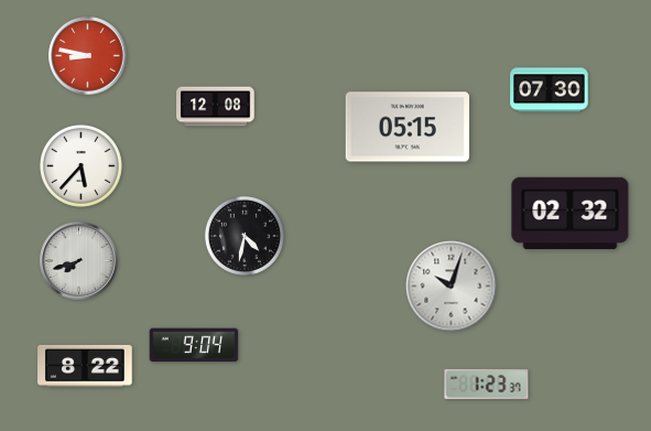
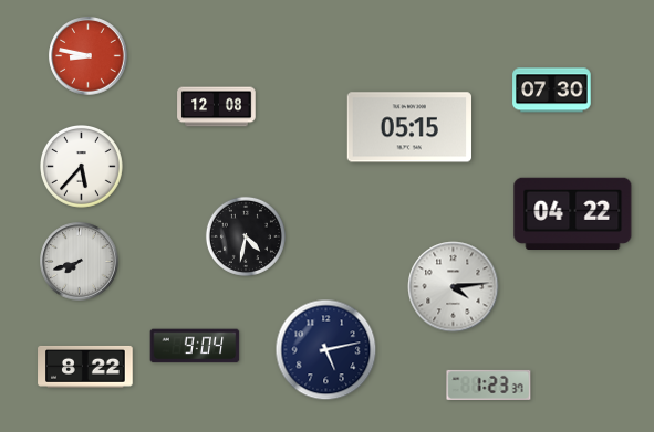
clock at (571, 213): 02:32 -> 04:22
clock at (452, 287): 10:03 -> 4:14
clock at (326, 350): none -> 5:13
